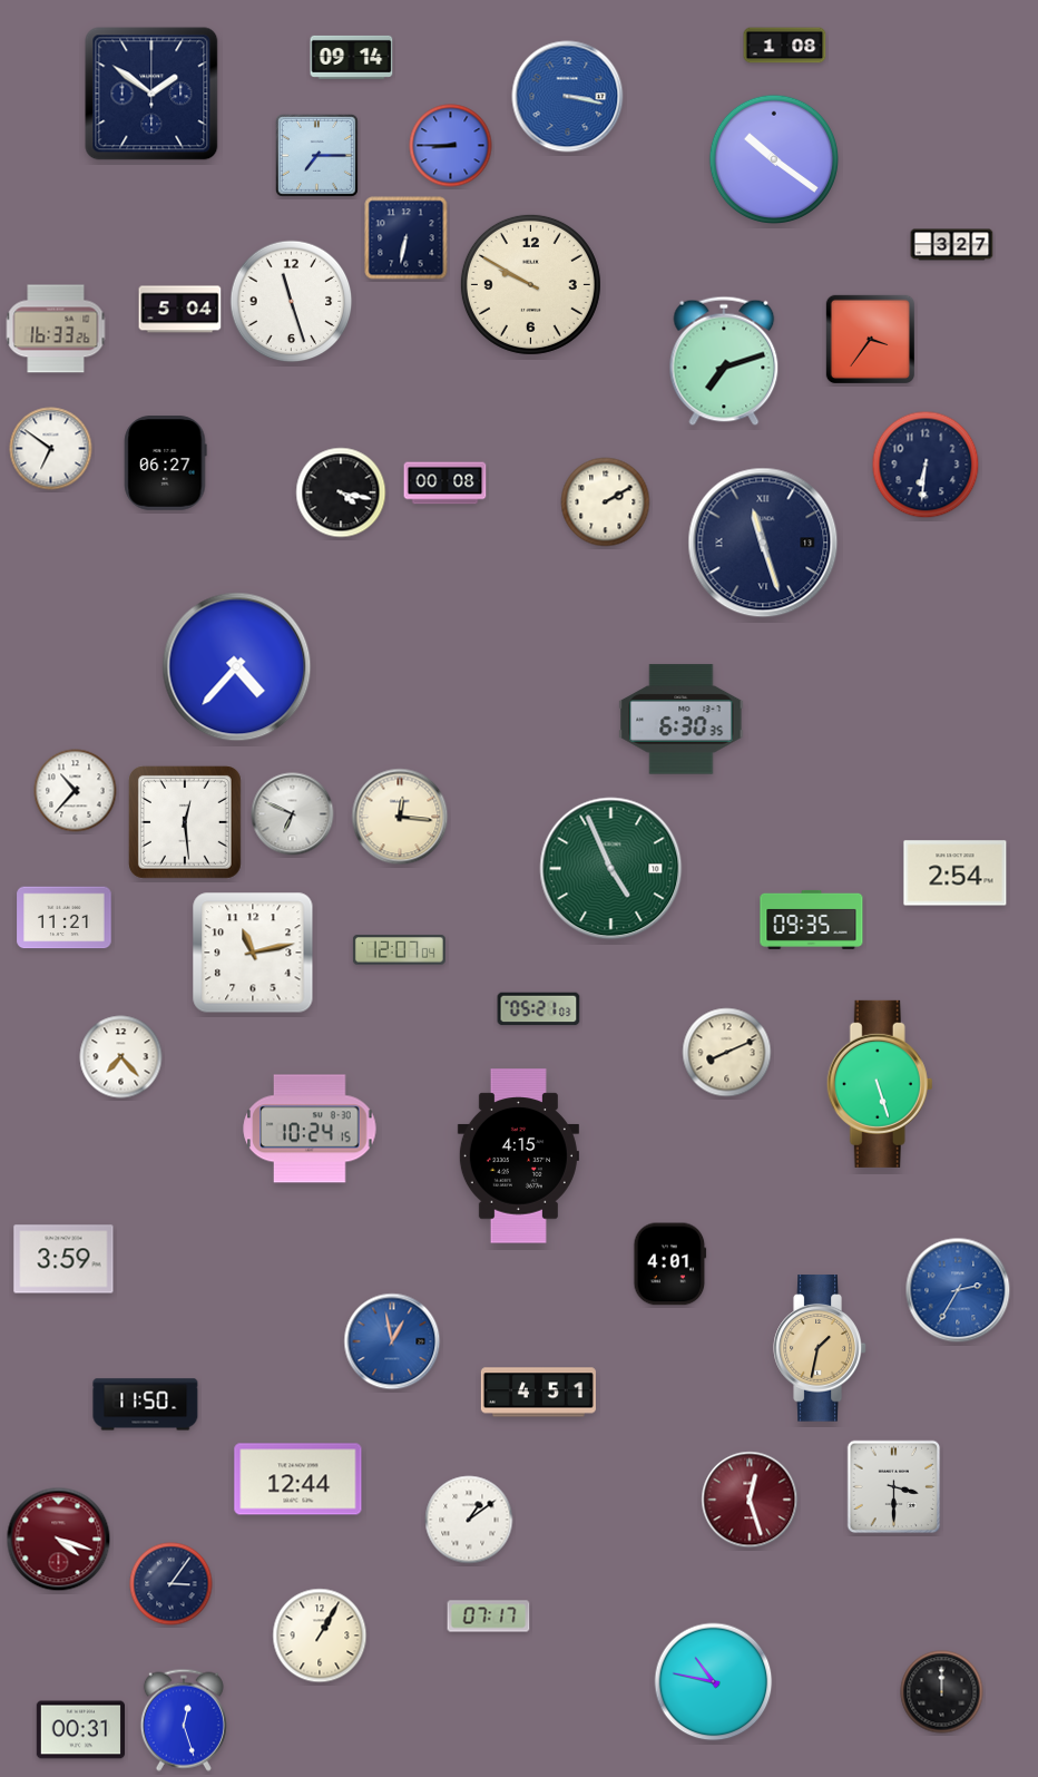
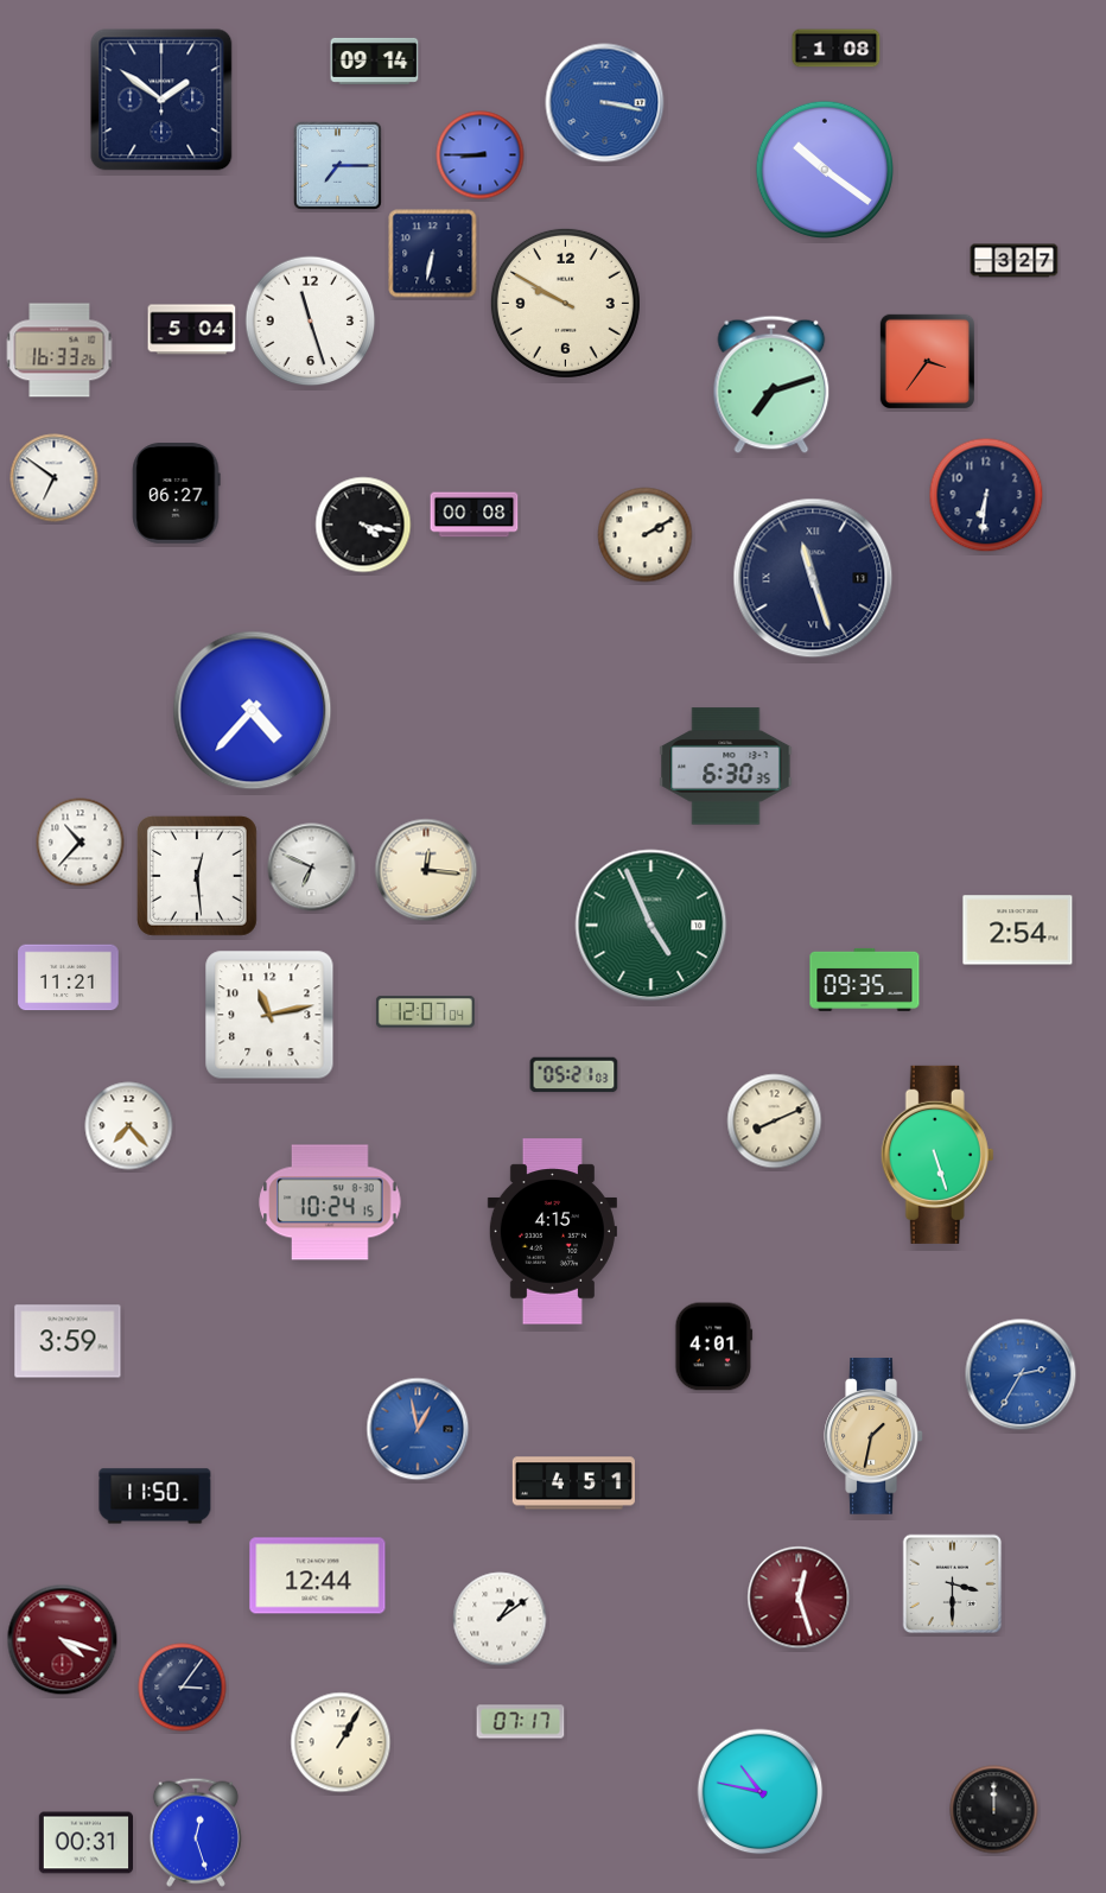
clock at (942, 1692) position: (942, 1692) -> (994, 1810)
